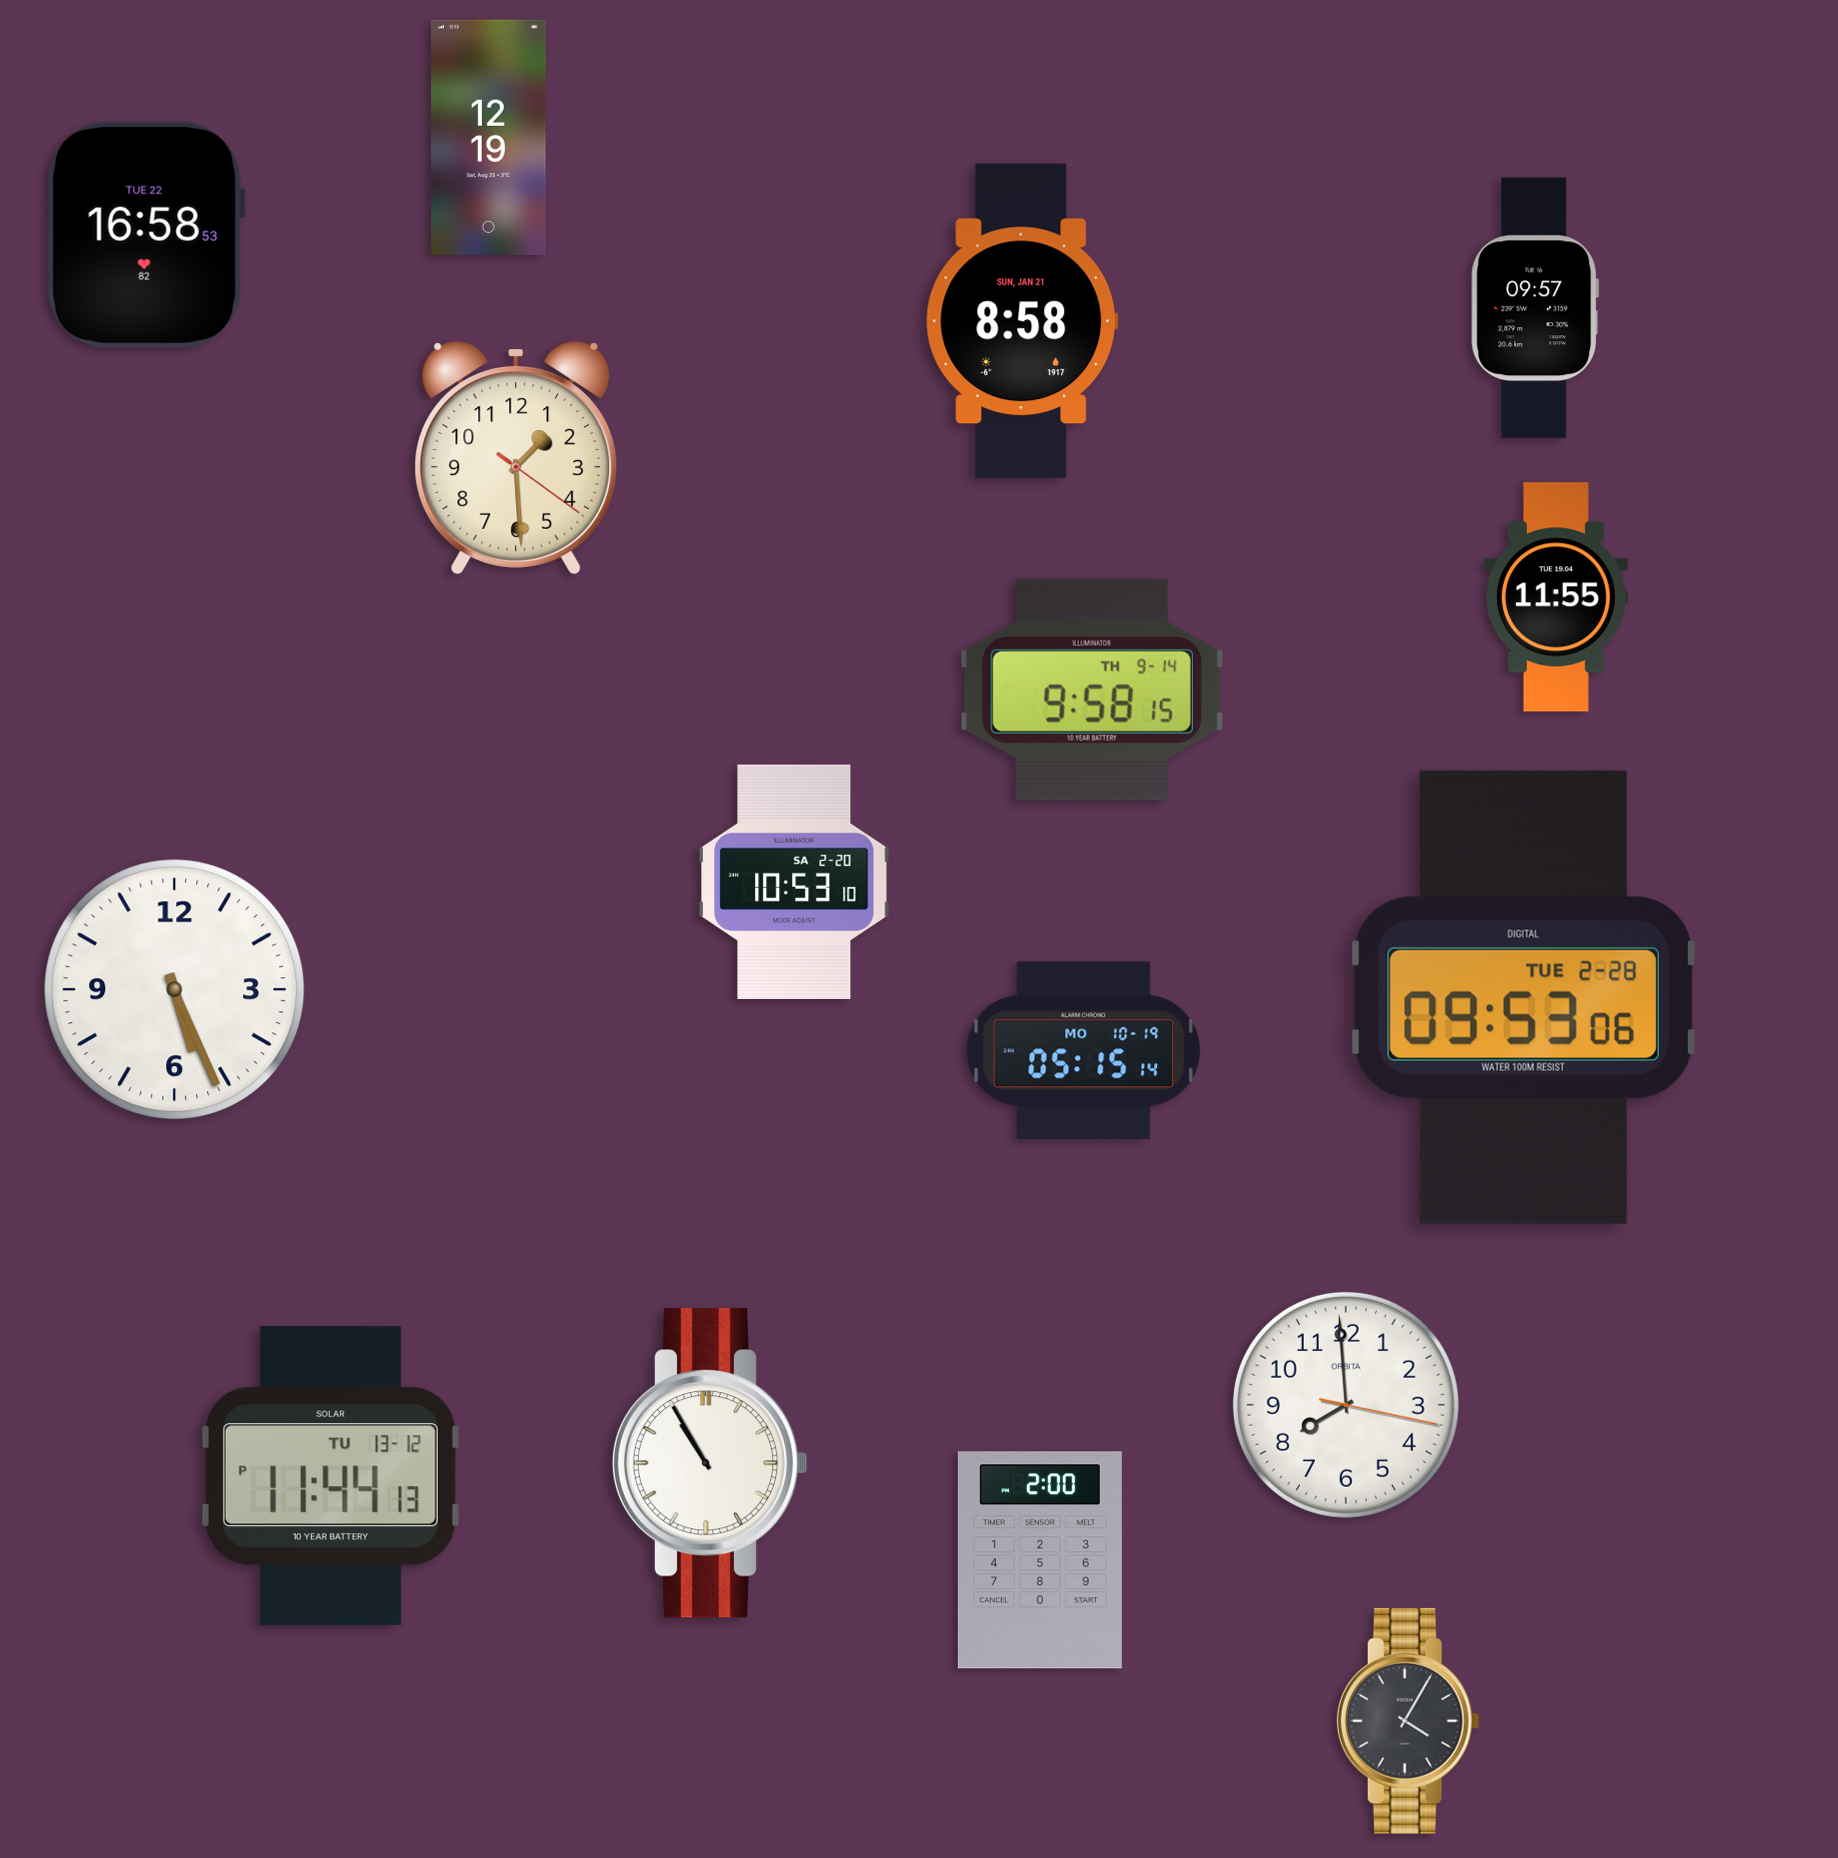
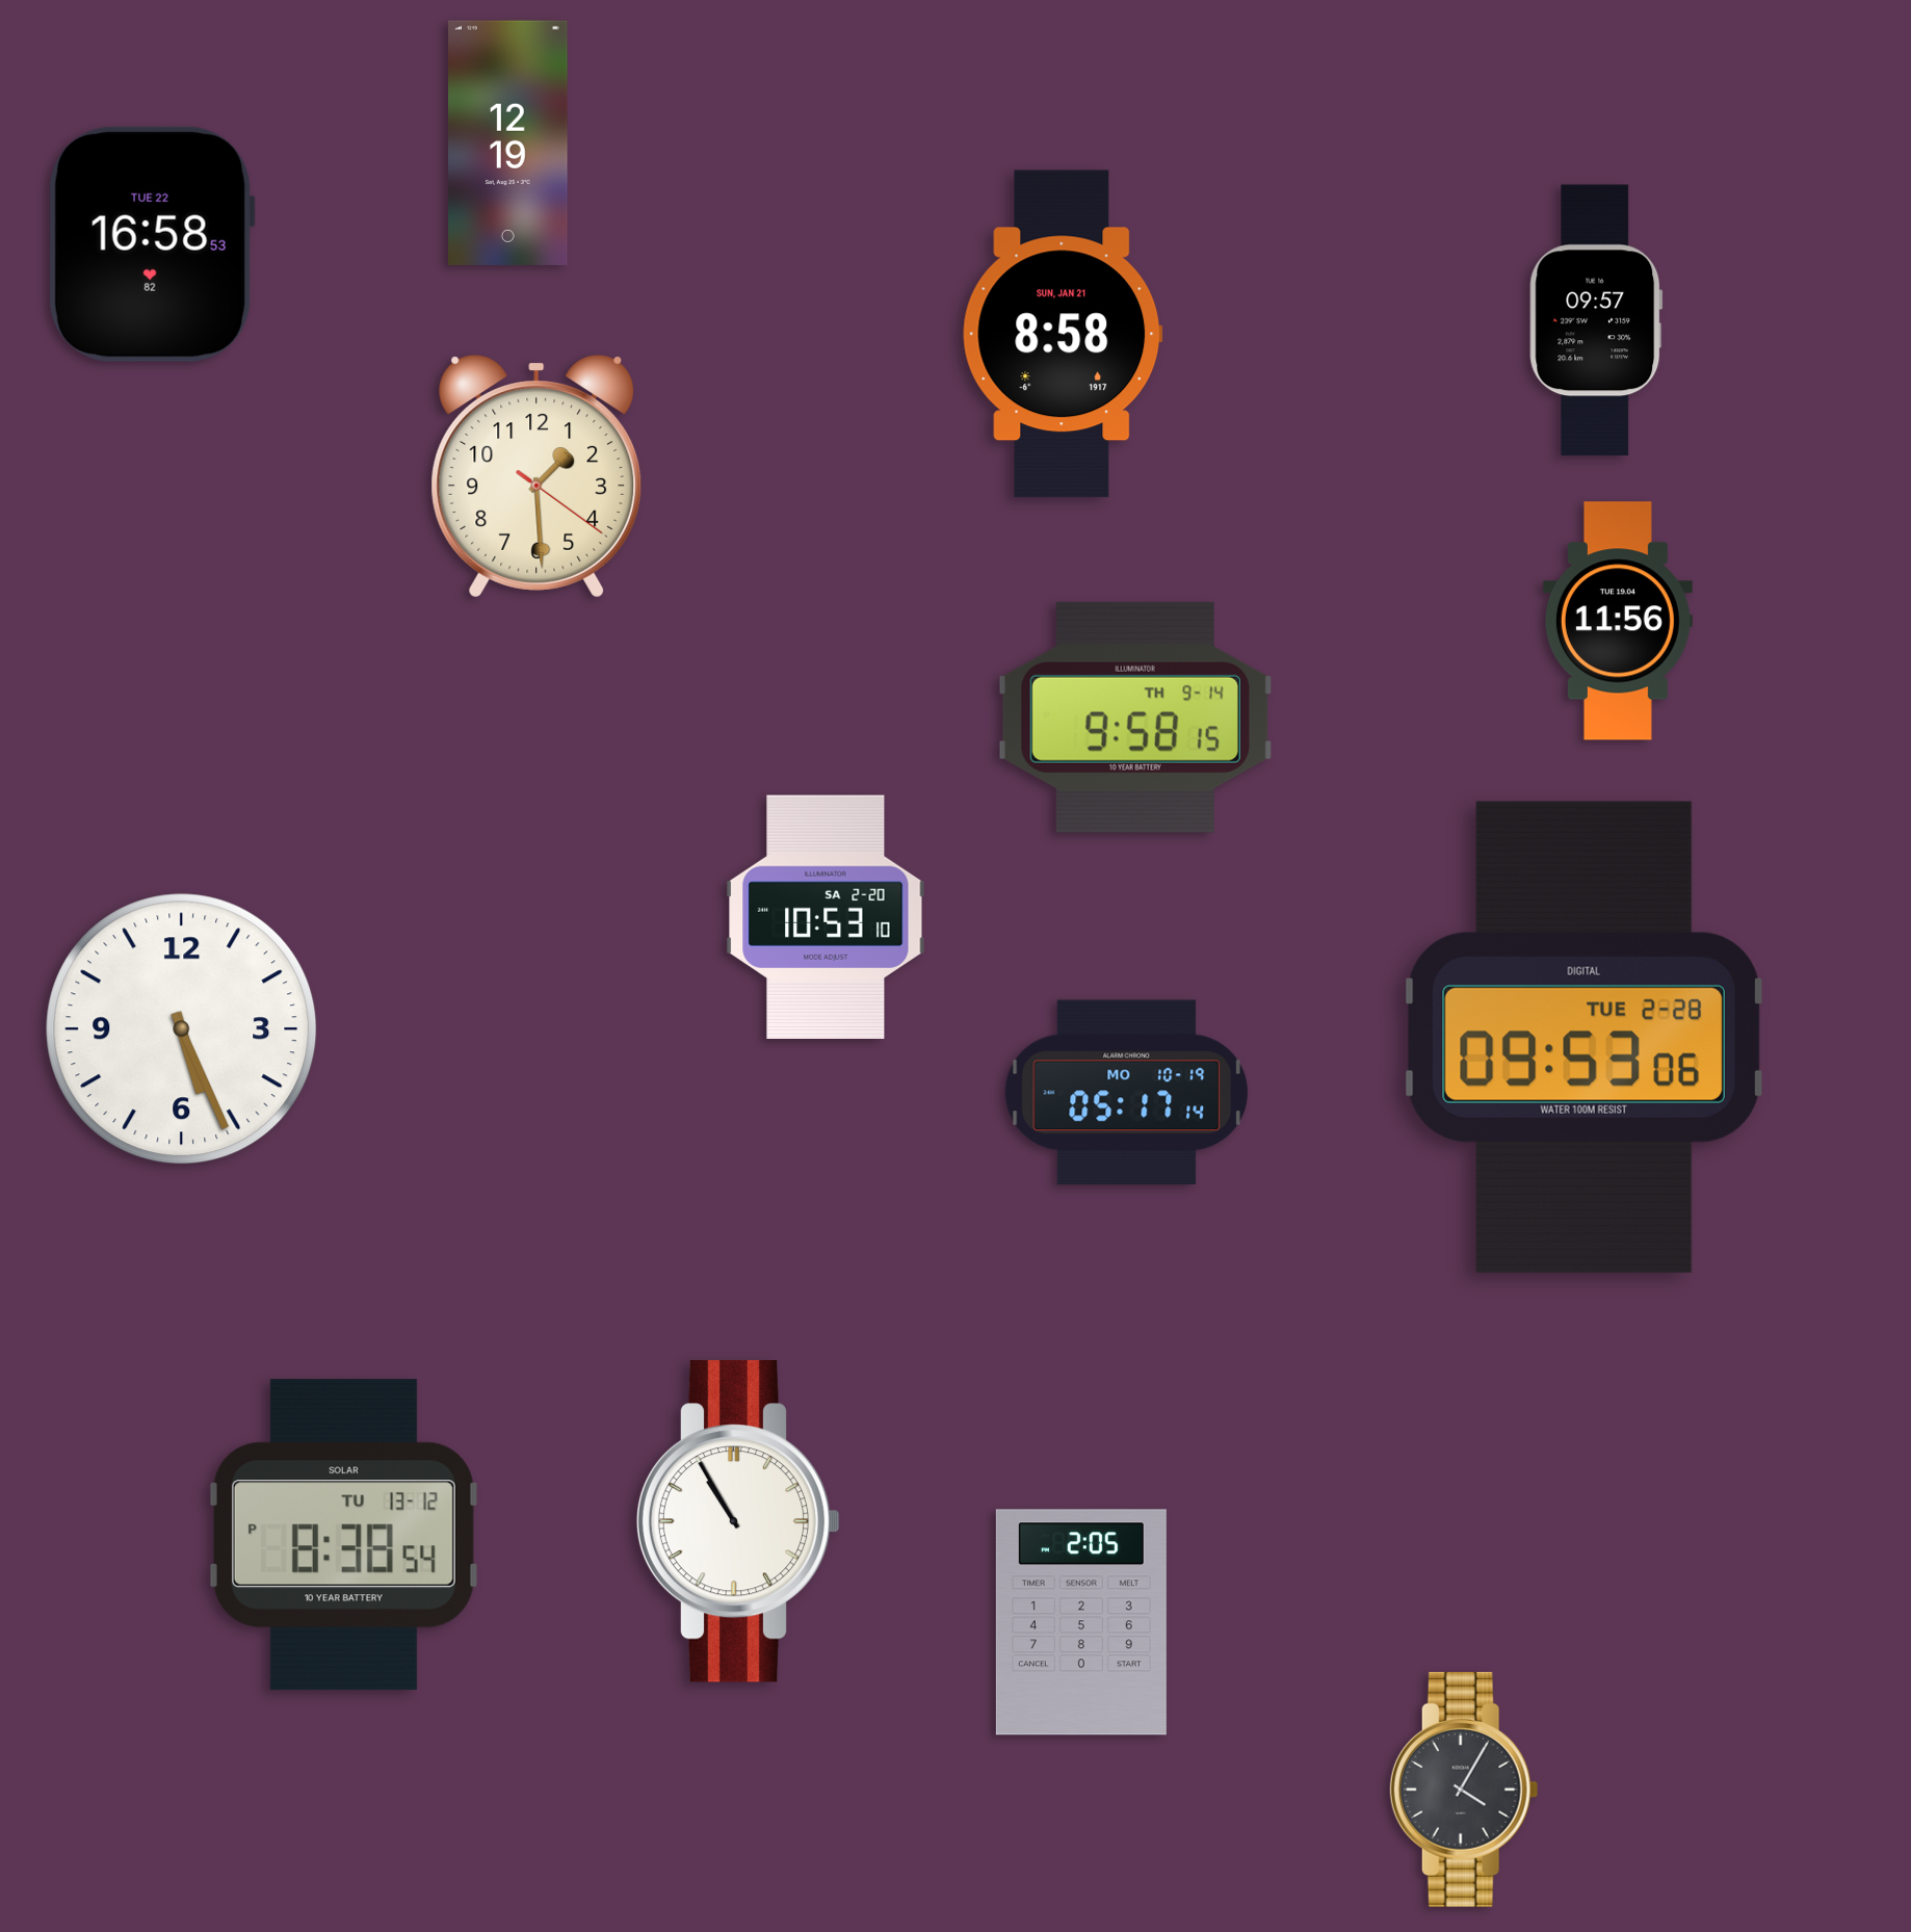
clock at (1556, 597): 11:55 -> 11:56
clock at (1084, 1051): 05:15 -> 05:17
clock at (1346, 1405): 7:59 -> none
clock at (330, 1476): 11:44 -> 8:38
clock at (1040, 1560): 2:00 -> 2:05
